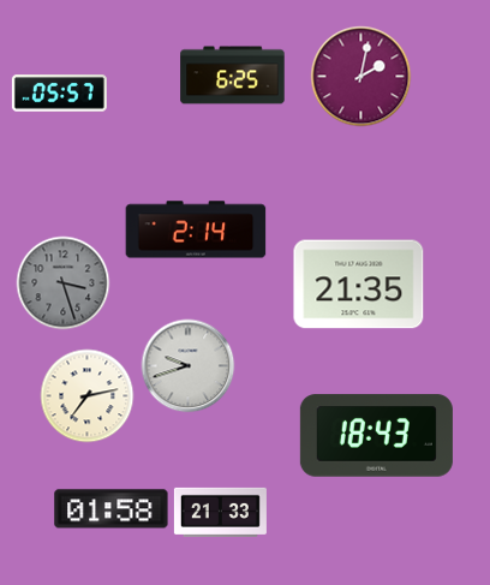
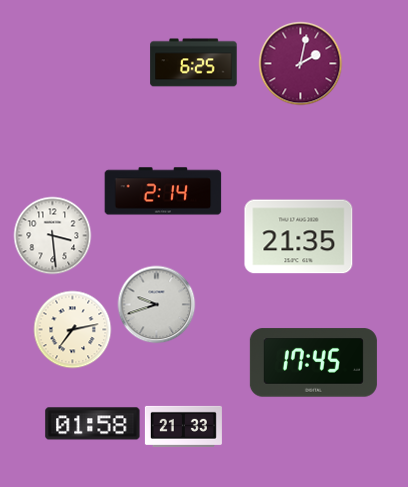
clock at (59, 94): 05:57 -> none
clock at (62, 282): 3:27 -> 3:29
clock at (62, 282) dial: grey -> white
clock at (376, 436): 18:43 -> 17:45
